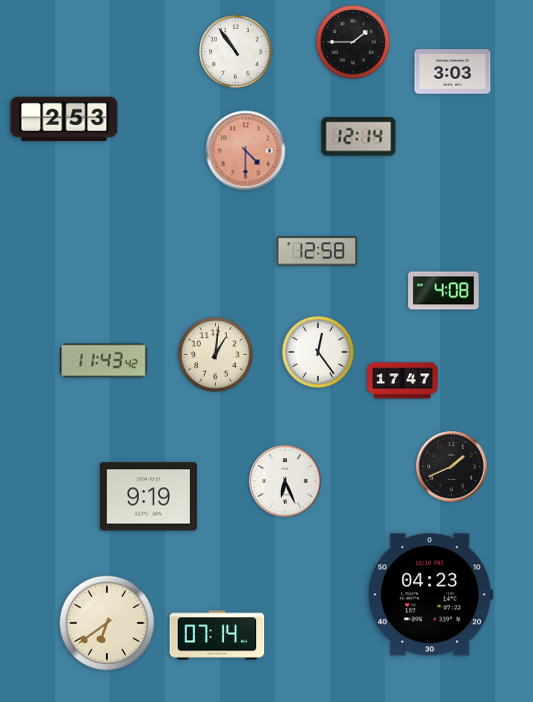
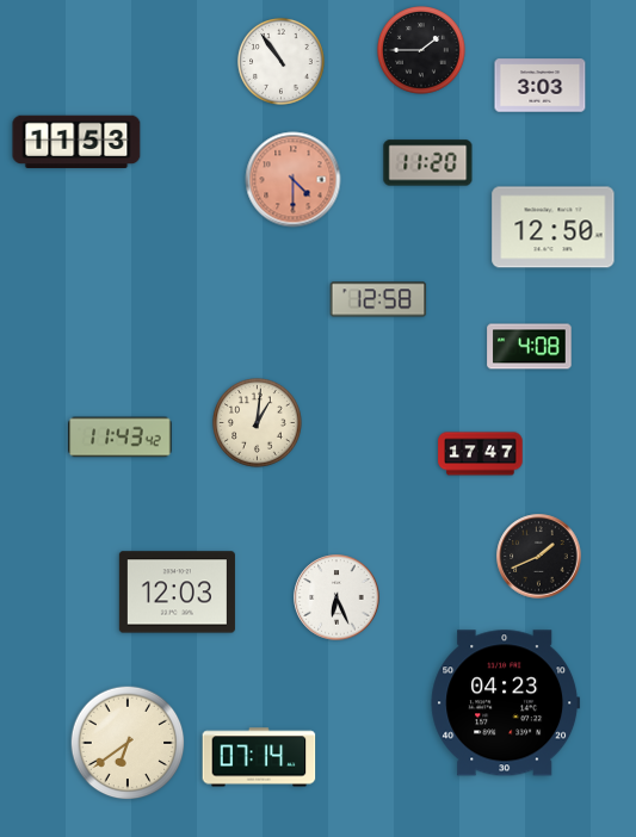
clock at (64, 119): 2:53 -> 11:53
clock at (359, 137): 12:14 -> 11:20
clock at (554, 228): none -> 12:50
clock at (318, 352): 12:24 -> none
clock at (104, 361) position: (104, 361) -> (121, 438)
clock at (285, 481) position: (285, 481) -> (336, 597)
clock at (148, 497): 9:19 -> 12:03
clock at (431, 595) position: (431, 595) -> (506, 703)
